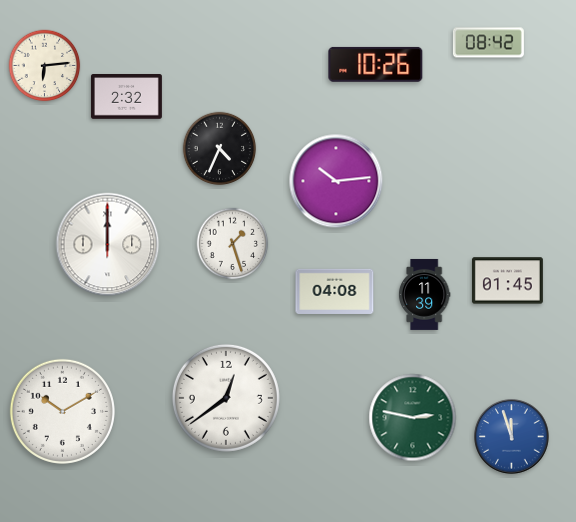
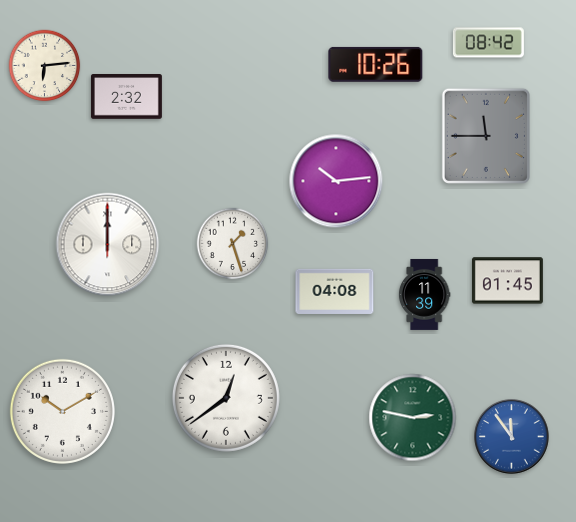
clock at (486, 136): none -> 11:45
clock at (220, 149): 4:34 -> none
clock at (512, 437): 11:57 -> 11:54
